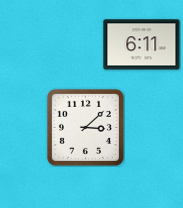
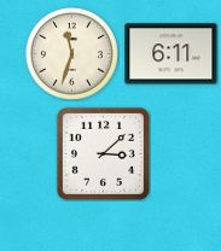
clock at (72, 54): none -> 11:33
